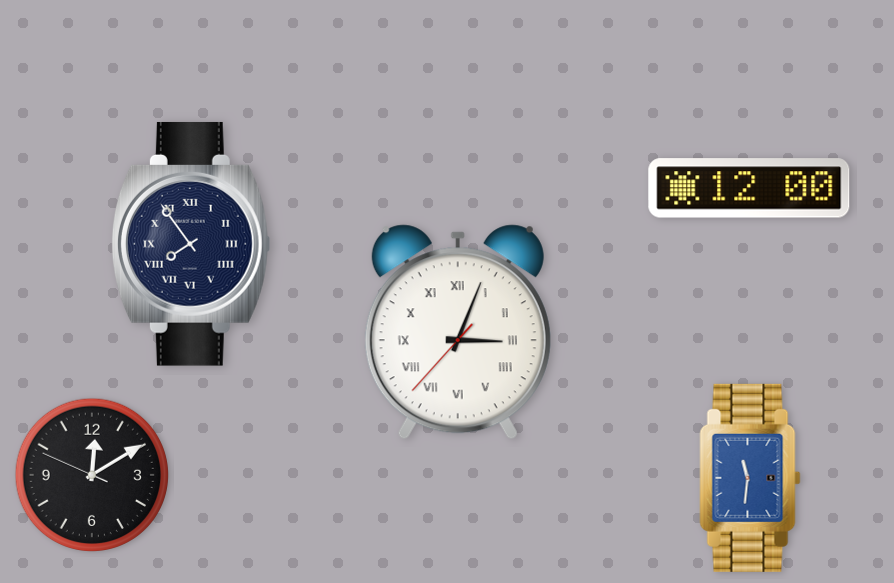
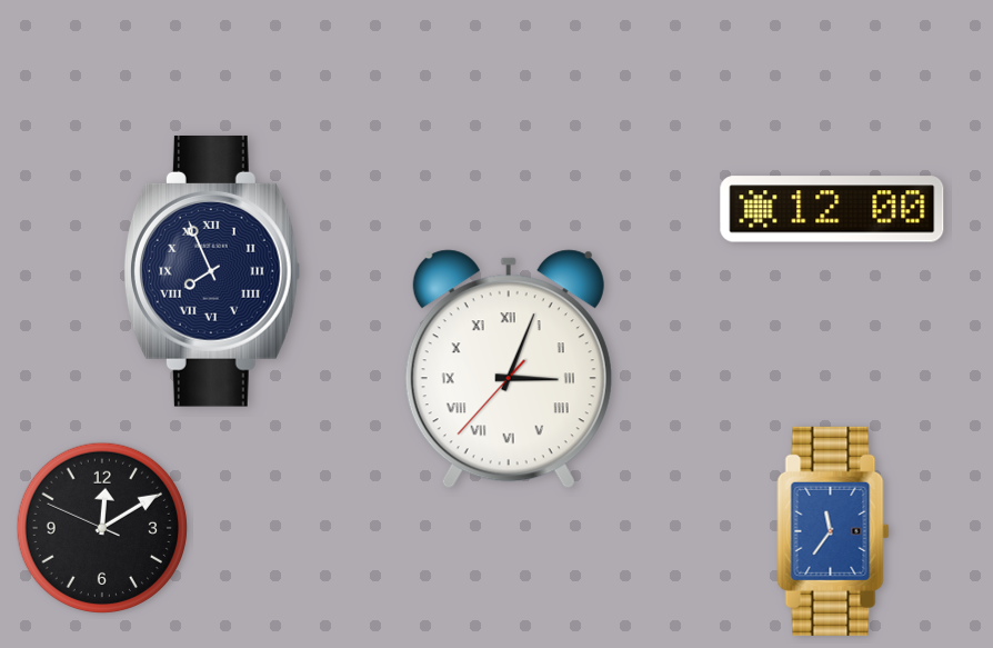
clock at (191, 244): 7:54 -> 7:56
clock at (750, 478): 11:31 -> 11:36
